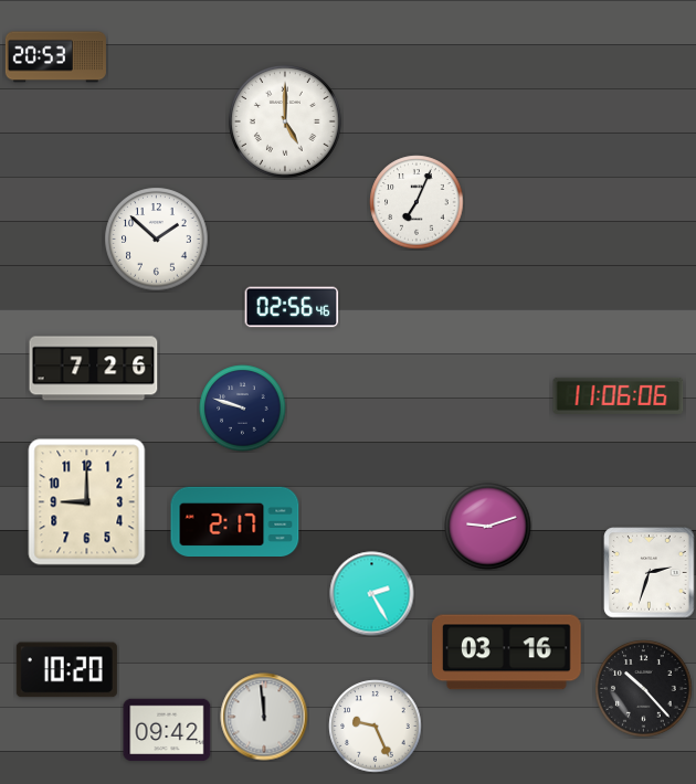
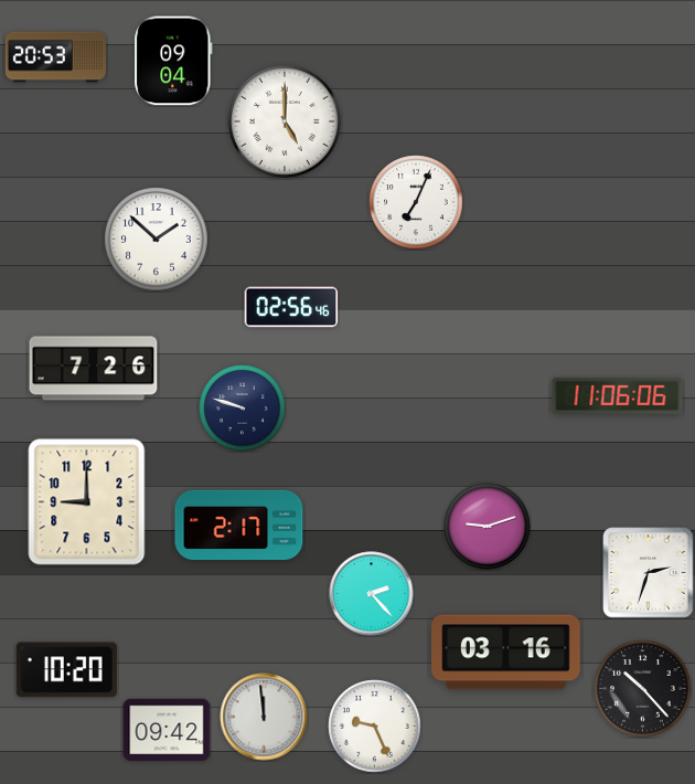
clock at (173, 61): none -> 09:04
clock at (235, 521) position: (235, 521) -> (239, 525)
clock at (372, 594): 2:25 -> 2:23
